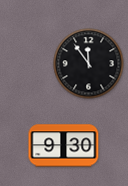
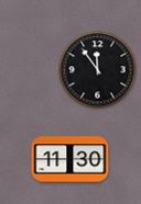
clock at (64, 146): 9:30 -> 11:30
